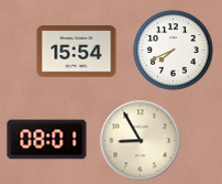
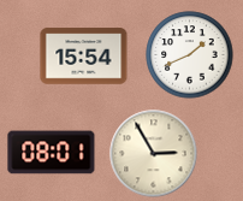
clock at (174, 51): 7:41 -> 1:41
clock at (141, 141): 8:55 -> 2:55
